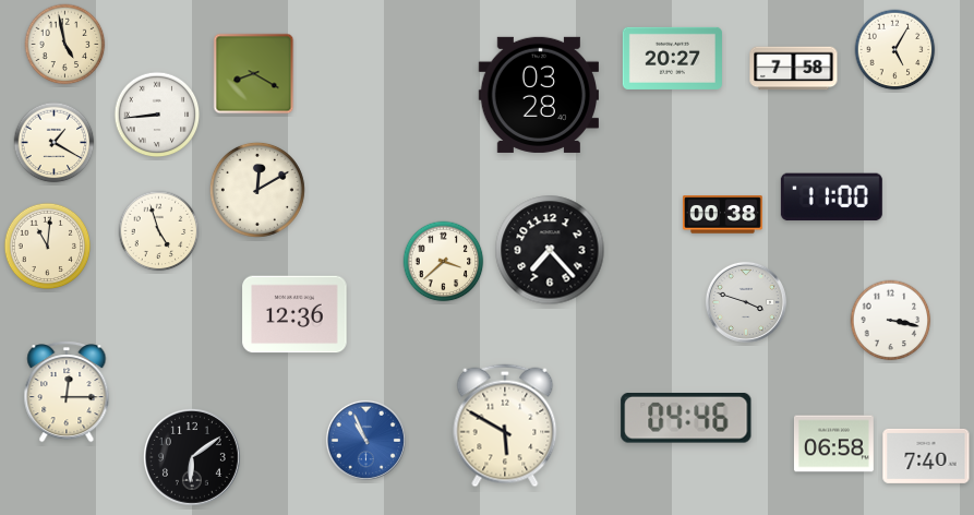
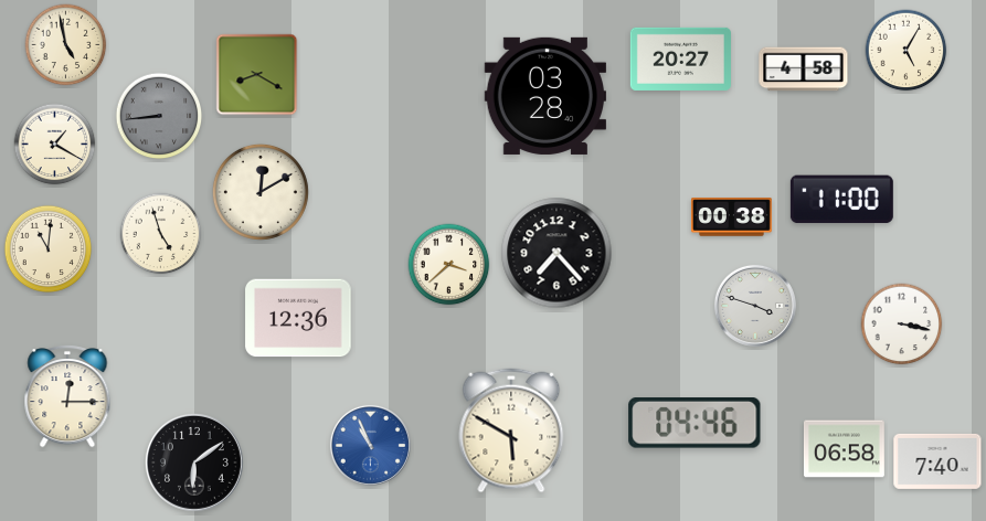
clock at (794, 69): 7:58 -> 4:58
clock at (157, 115) dial: white -> grey
